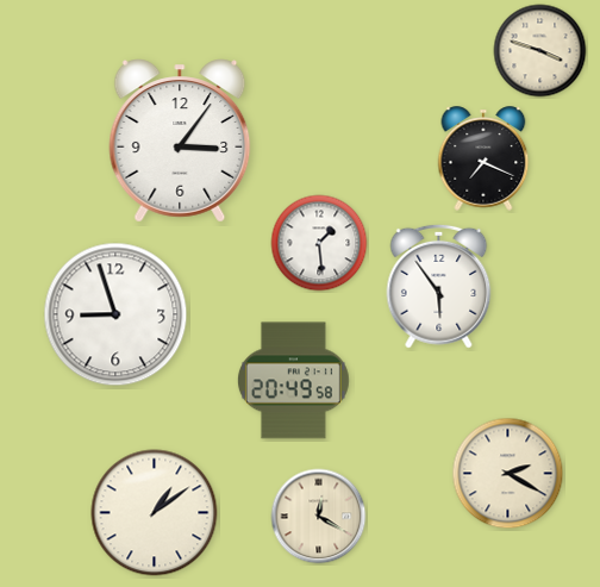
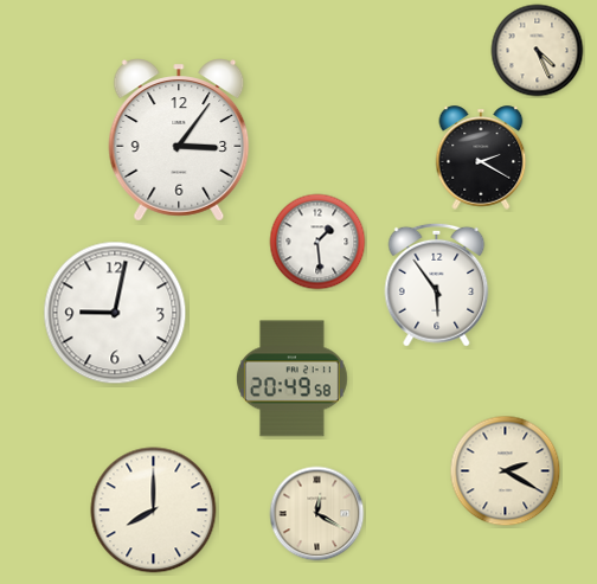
clock at (540, 51): 3:48 -> 4:26
clock at (483, 158): 7:19 -> 2:20
clock at (115, 314): 8:57 -> 9:02
clock at (155, 513): 1:09 -> 8:00
